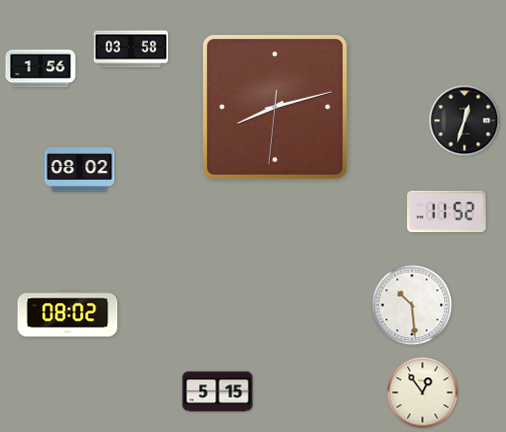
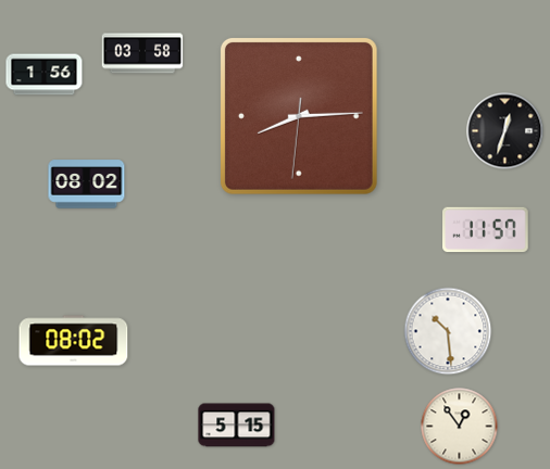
clock at (275, 107): 8:12 -> 8:14
clock at (447, 212): 11:52 -> 11:57
